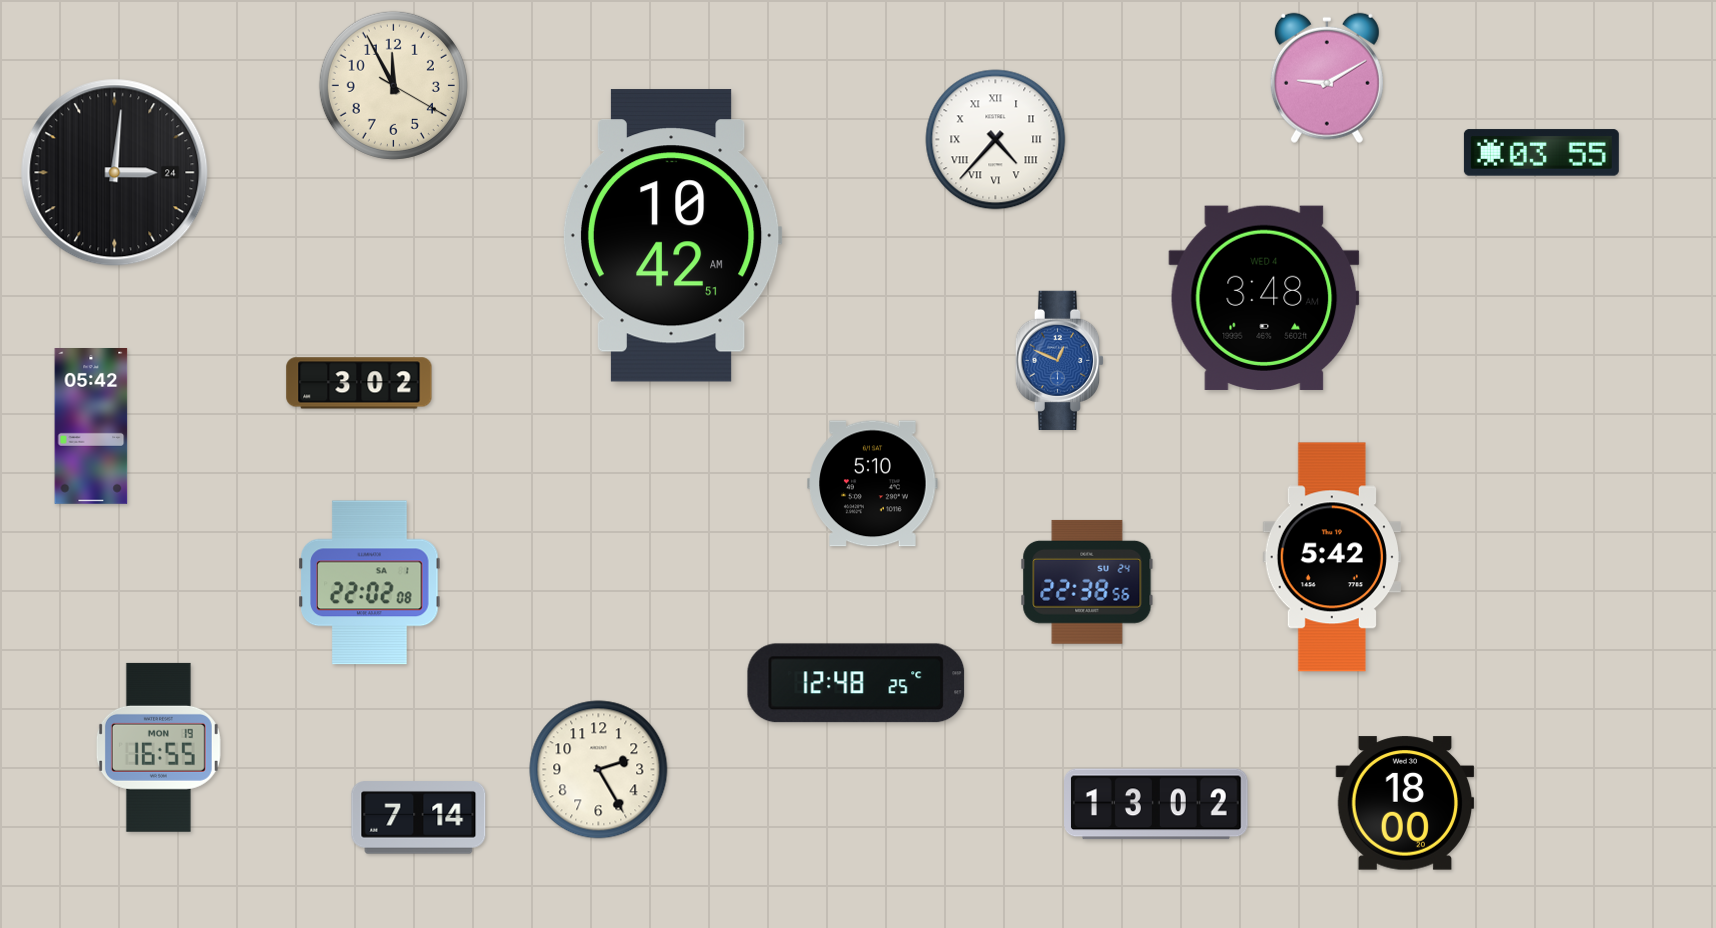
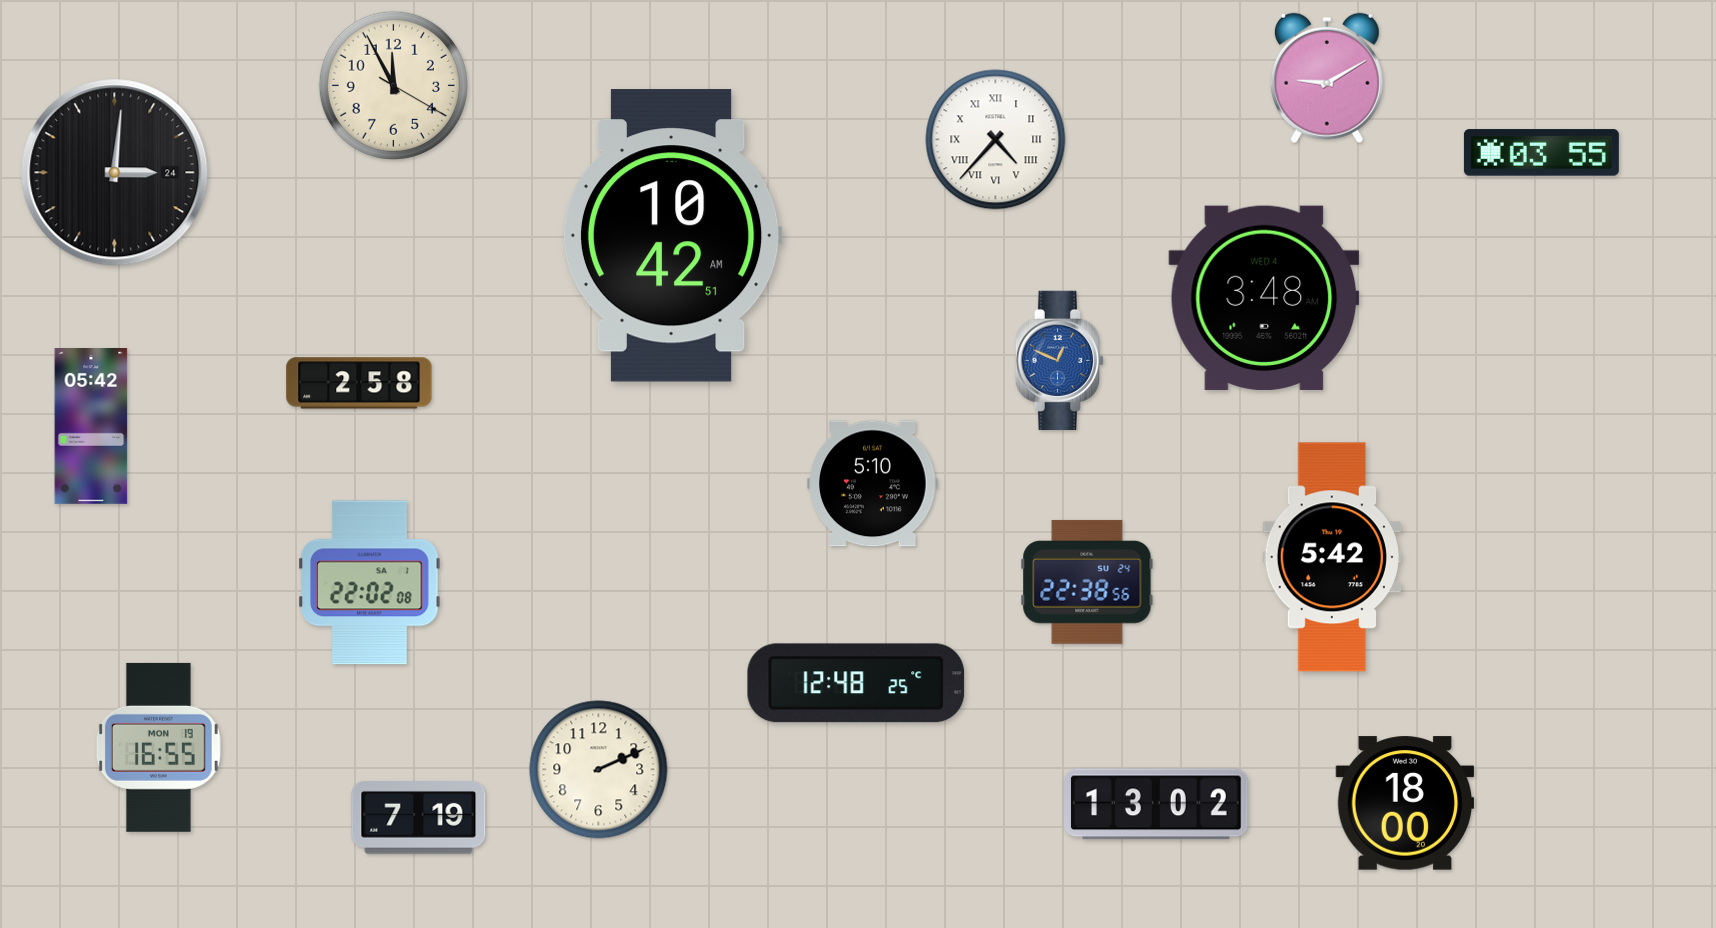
clock at (359, 383): 3:02 -> 2:58
clock at (599, 770): 2:25 -> 2:11
clock at (419, 818): 7:14 -> 7:19
